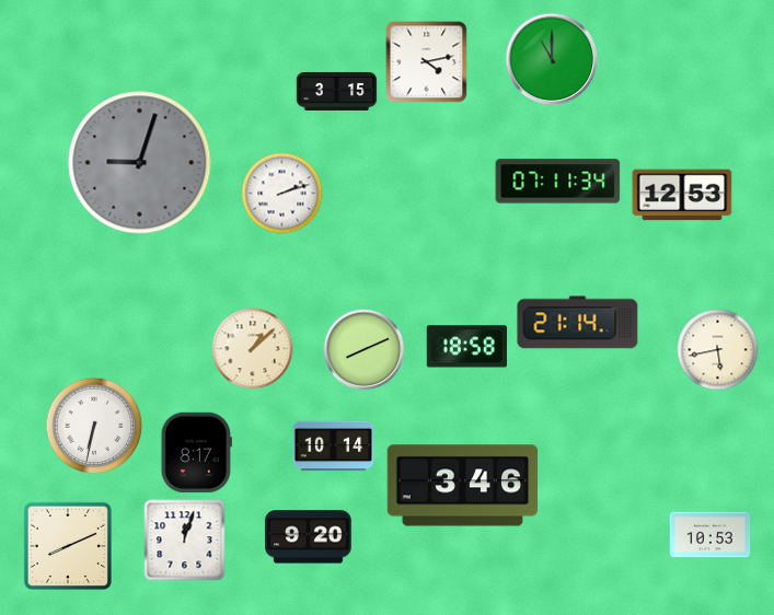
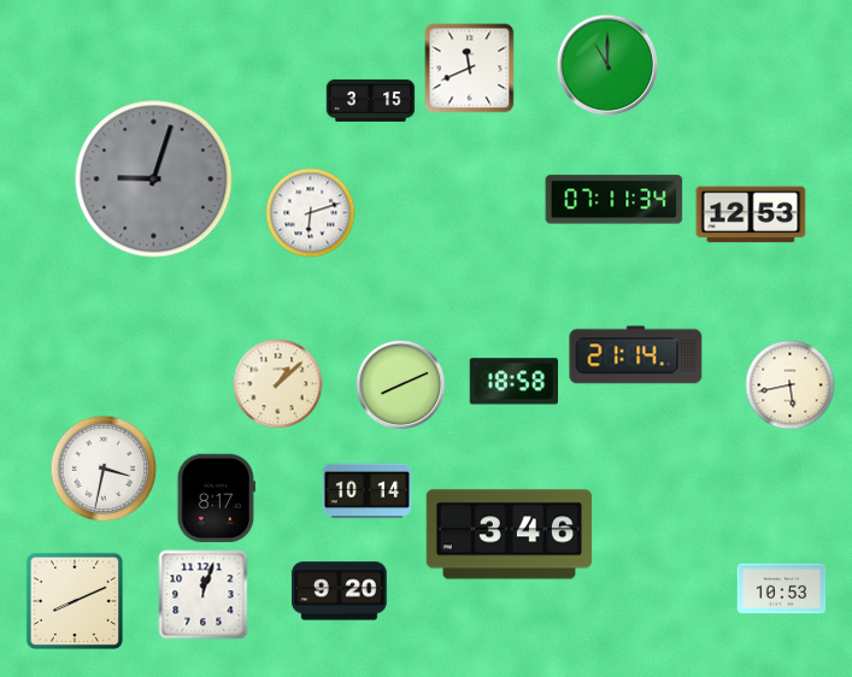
clock at (427, 62): 4:13 -> 11:41
clock at (282, 194): 2:12 -> 6:12
clock at (94, 426): 6:32 -> 3:32
